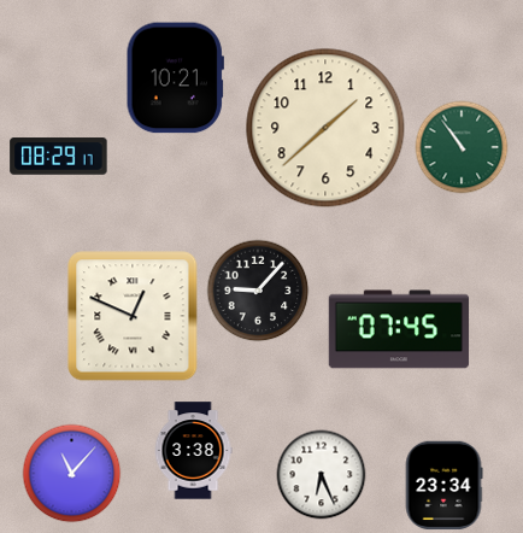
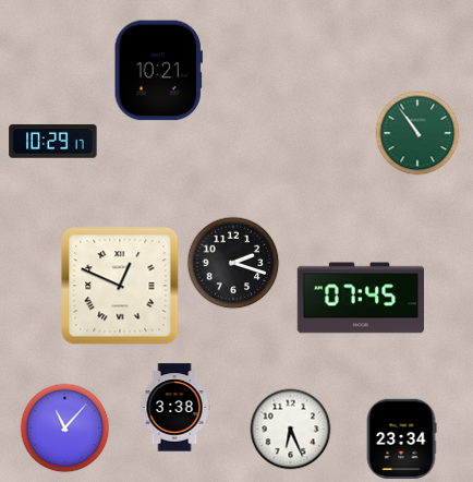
clock at (325, 128): 1:38 -> none
clock at (59, 157): 08:29 -> 10:29
clock at (258, 291): 9:07 -> 2:18
